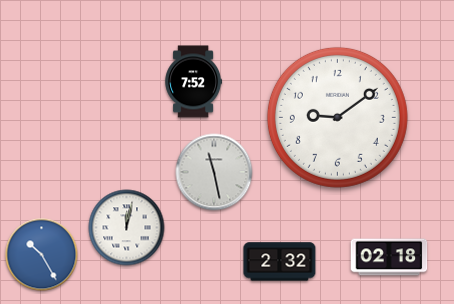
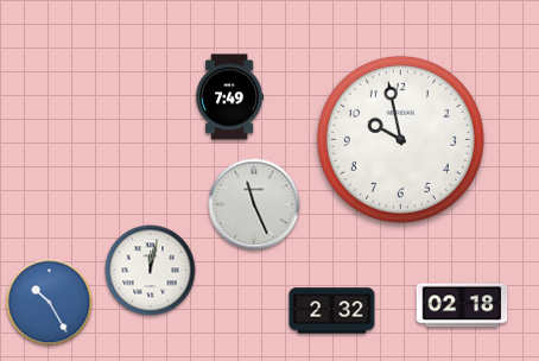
clock at (194, 82): 7:52 -> 7:49
clock at (337, 117): 9:09 -> 9:58
clock at (214, 172): 11:28 -> 11:26
